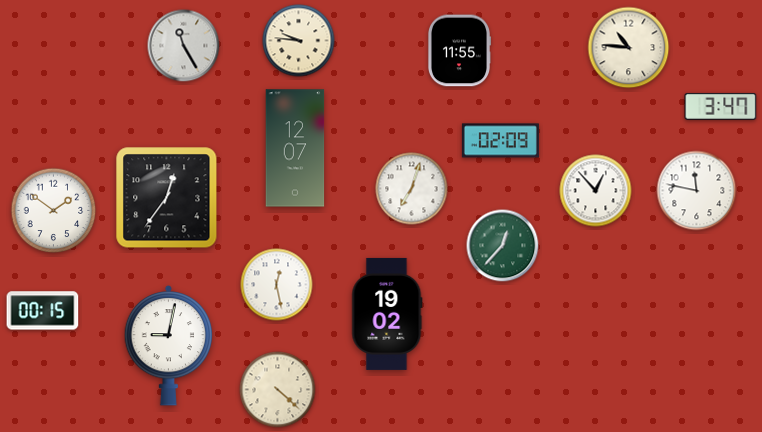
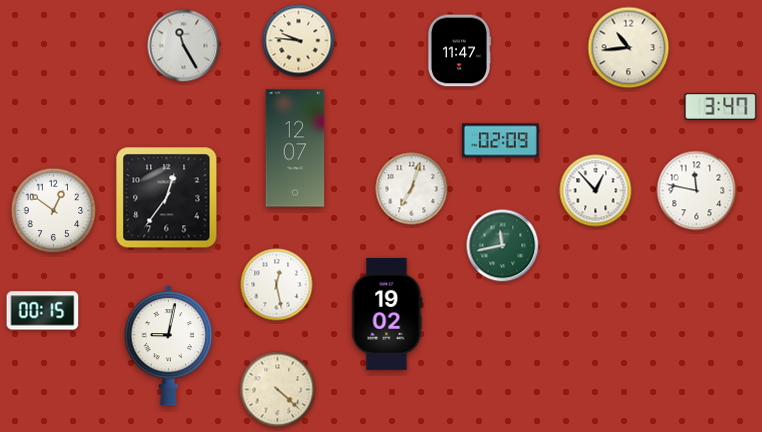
clock at (629, 48): 10:46 -> 10:44
clock at (458, 51): 11:55 -> 11:47
clock at (54, 211): 1:51 -> 12:51
clock at (503, 246): 12:37 -> 11:43
